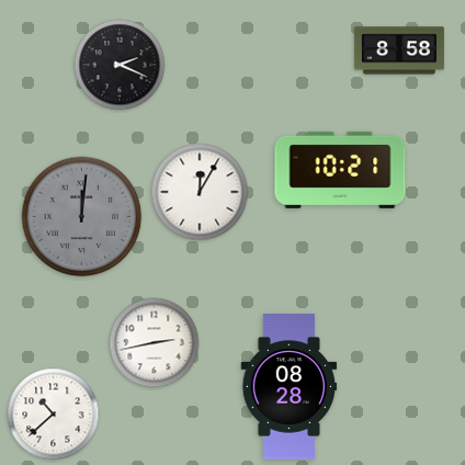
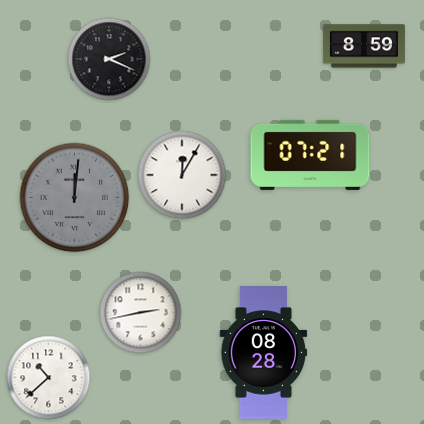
clock at (399, 50): 8:58 -> 8:59
clock at (340, 170): 10:21 -> 07:21
